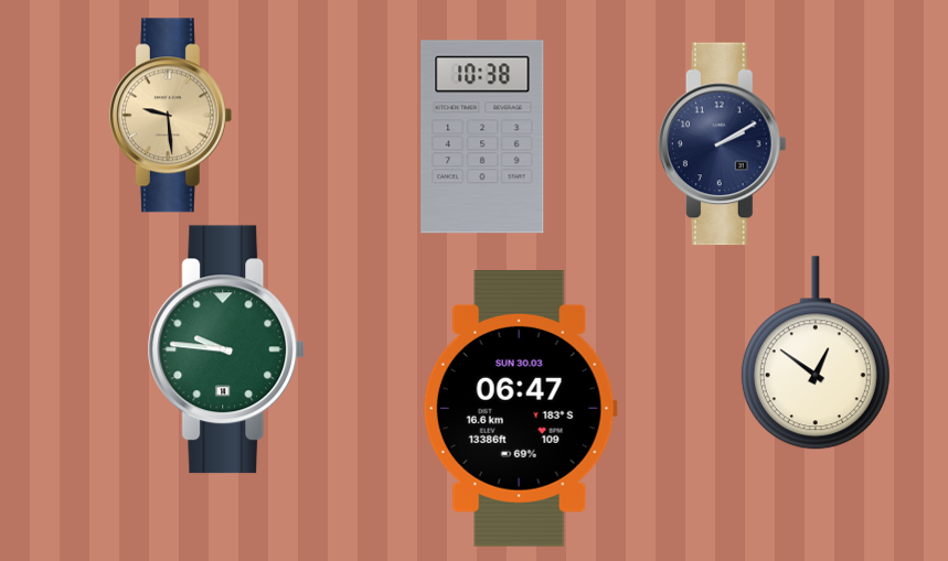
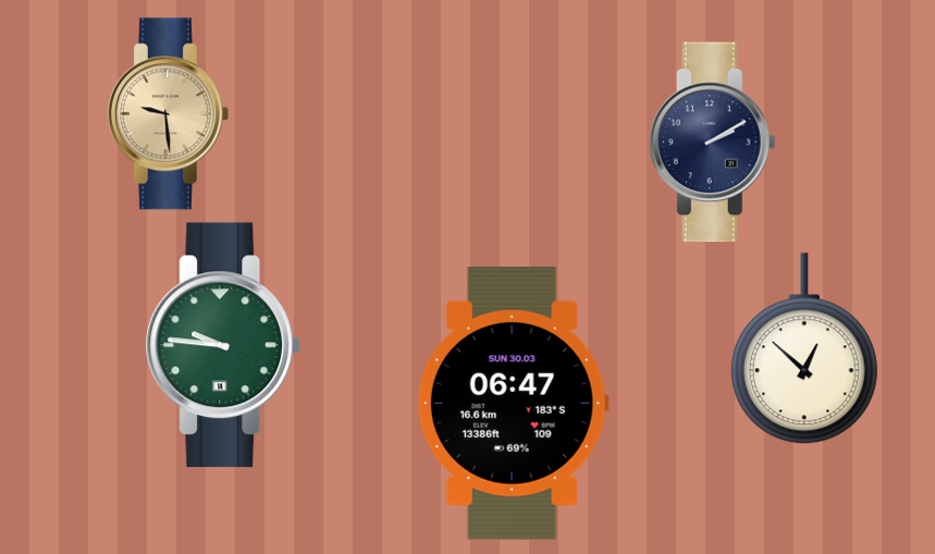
clock at (482, 137): 10:38 -> none
clock at (816, 354): 12:51 -> 12:52
